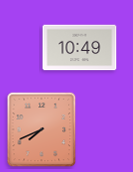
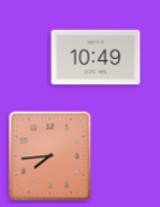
clock at (42, 130): 7:41 -> 7:44
